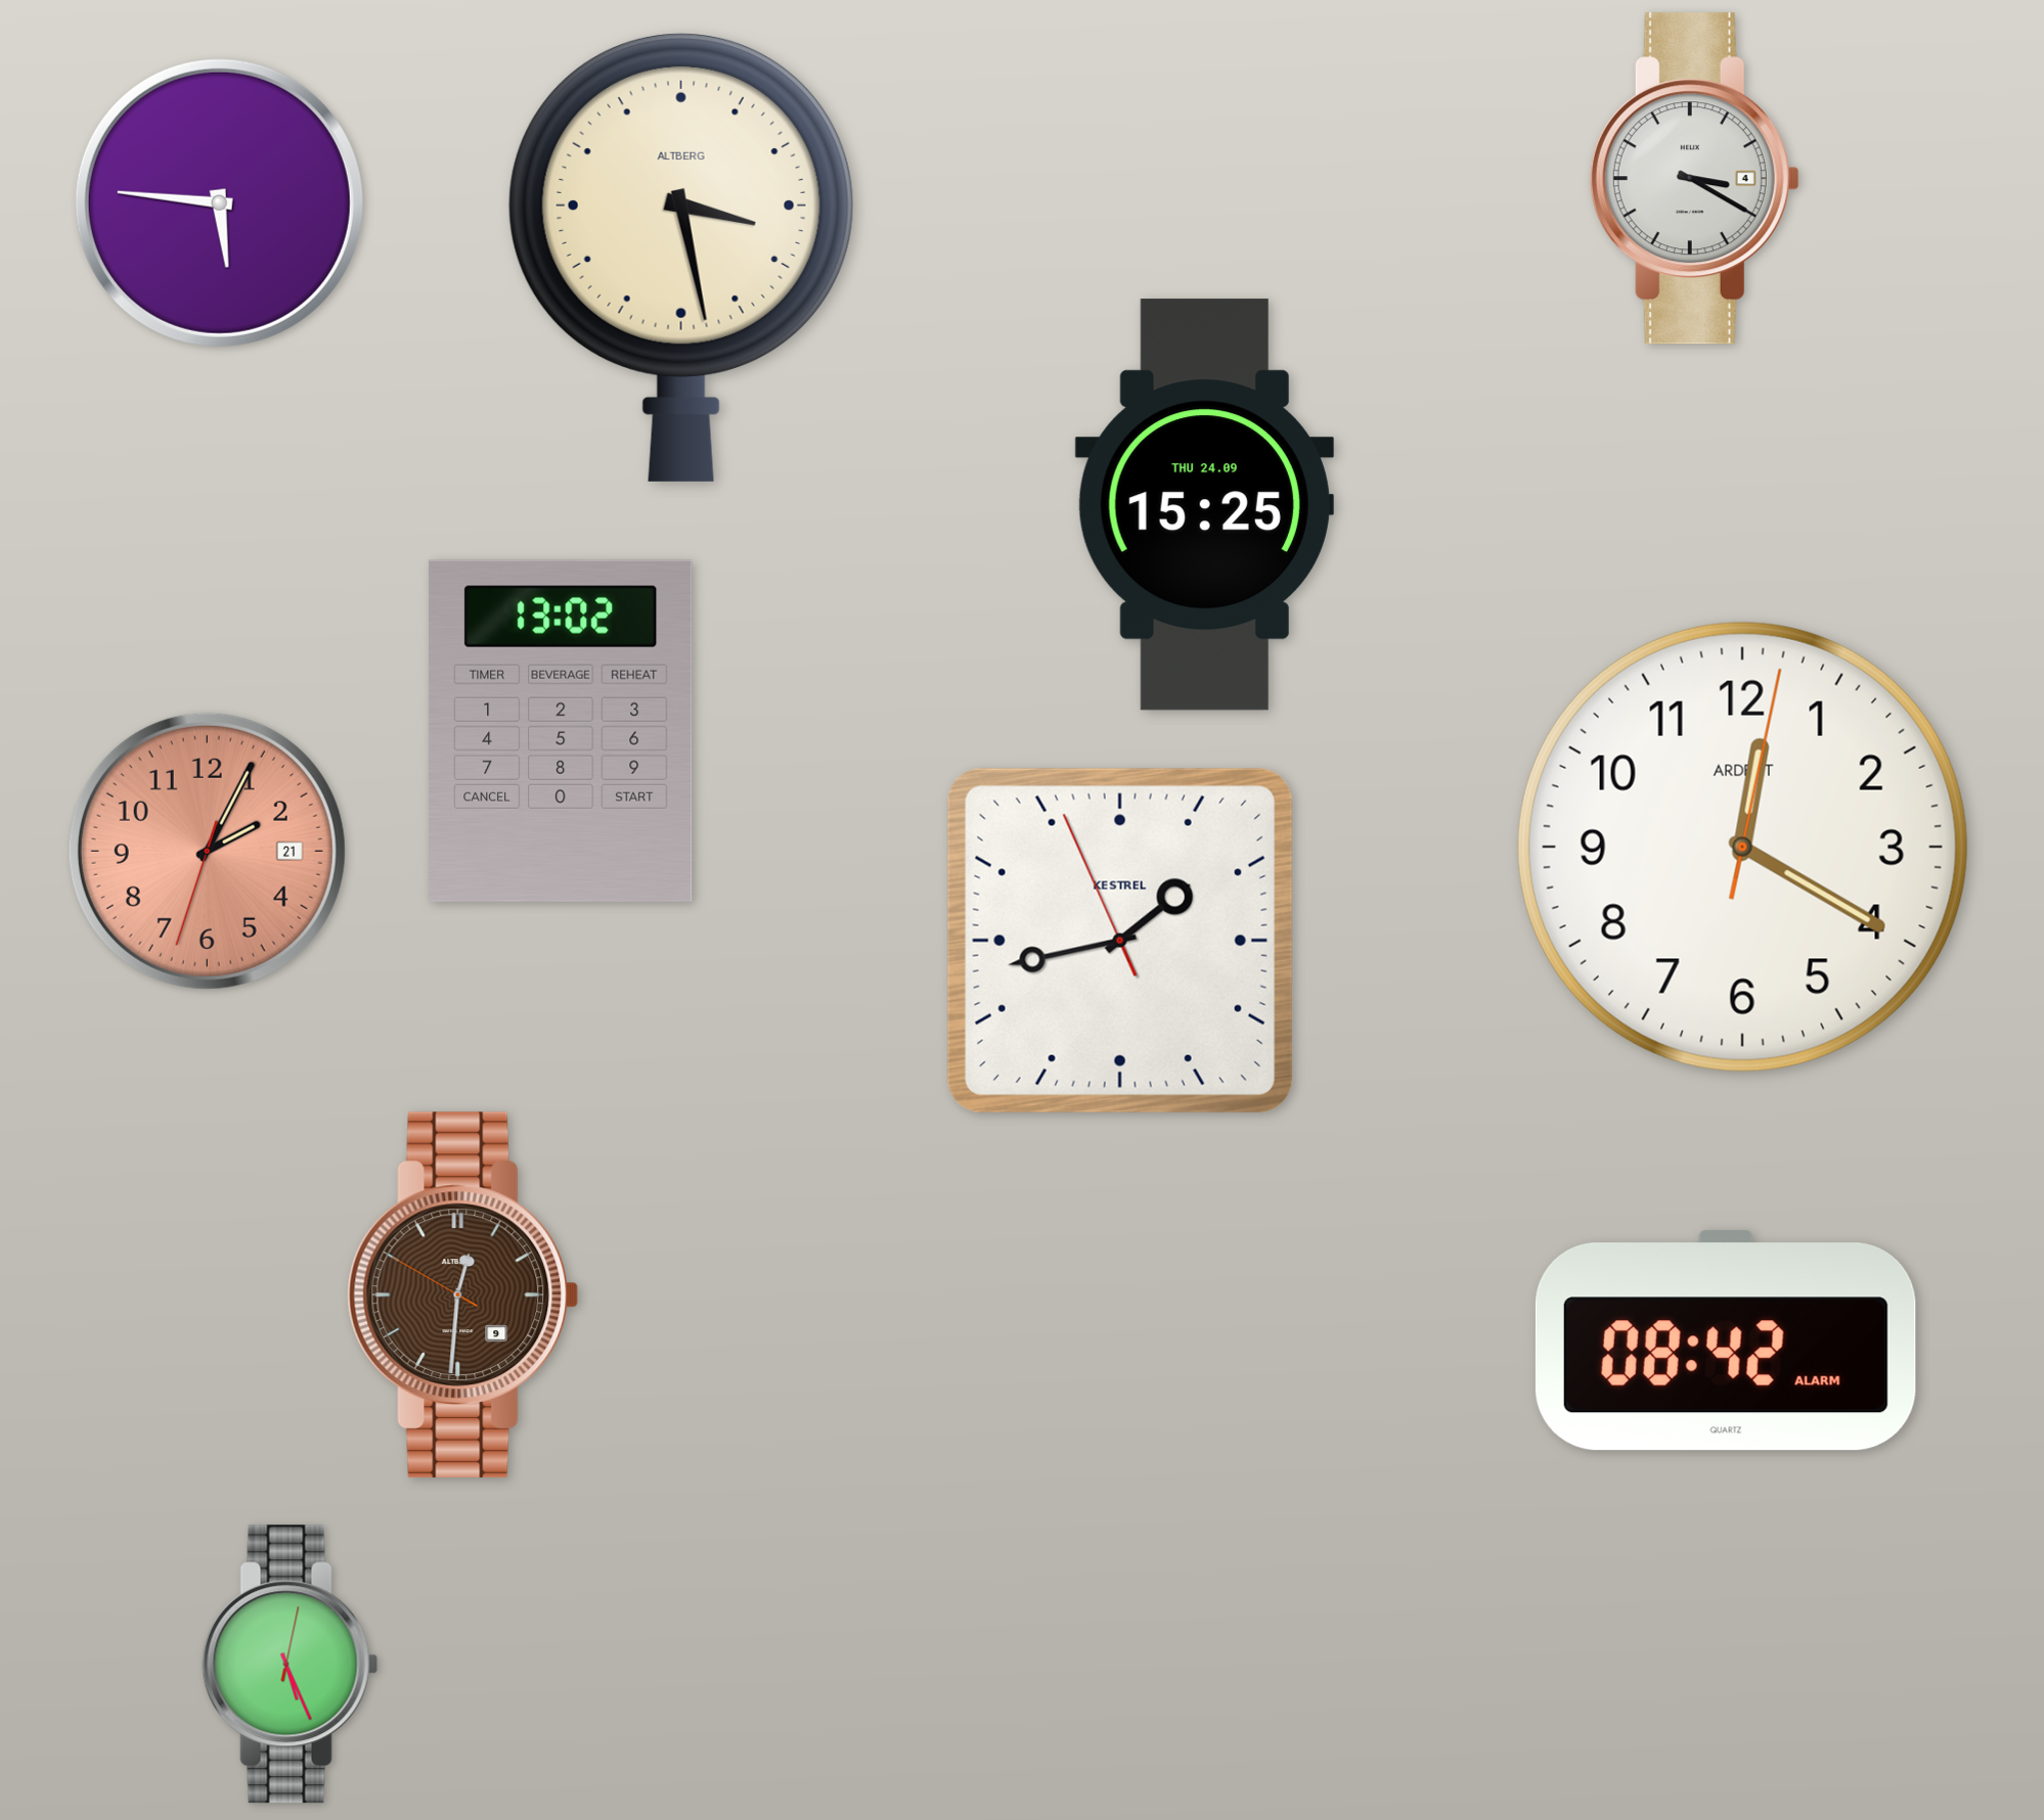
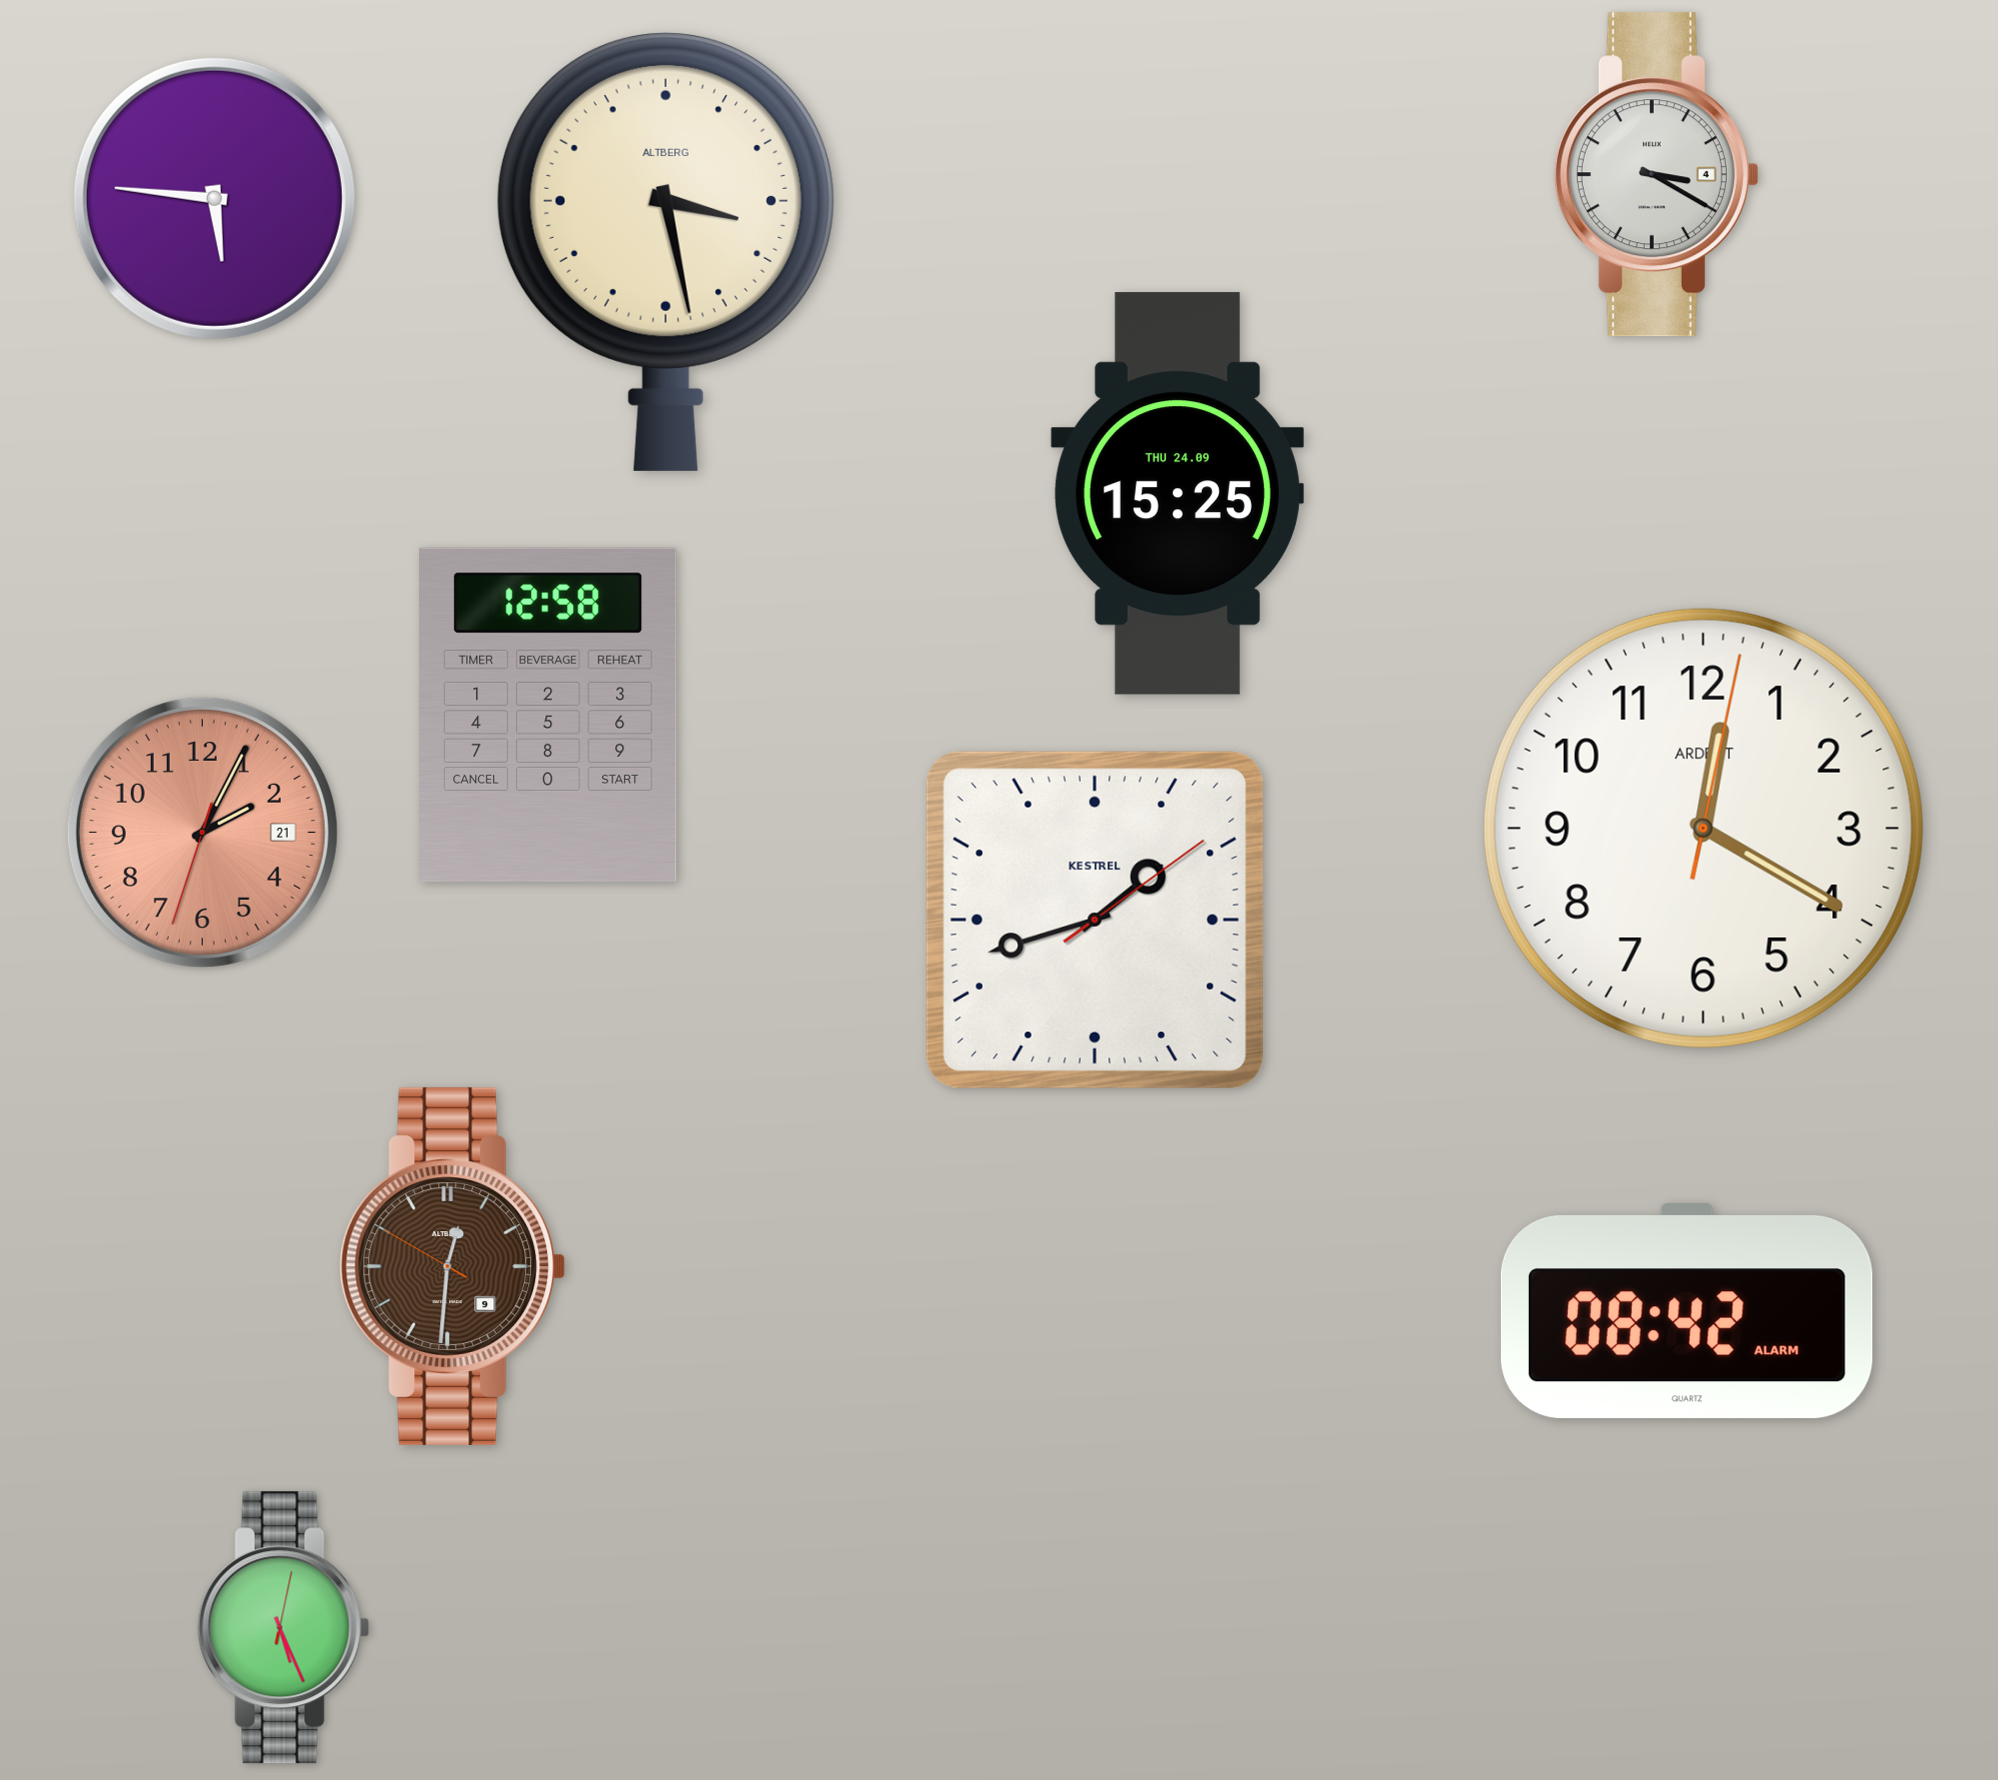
clock at (561, 731): 13:02 -> 12:58
clock at (1120, 941): 1:42:56 -> 1:42:09
